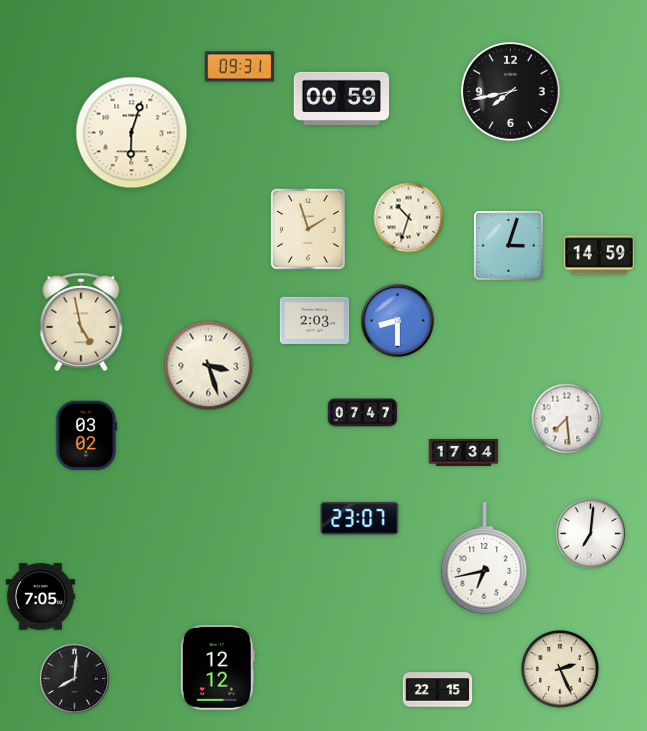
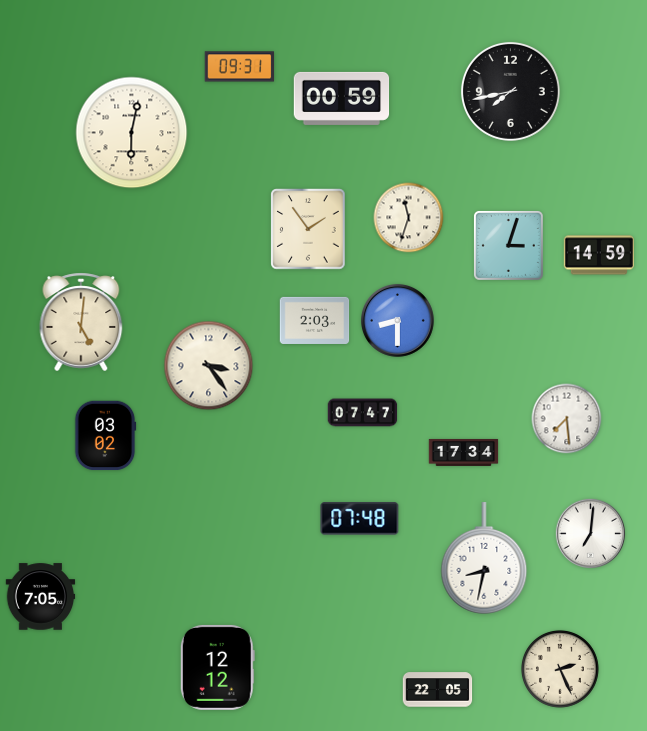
clock at (132, 133): 6:03 -> 6:02
clock at (409, 218): 10:33 -> 11:33
clock at (308, 229): 1:57 -> 1:54
clock at (81, 322): 4:58 -> 5:01
clock at (209, 366): 3:27 -> 3:24
clock at (86, 436) position: (86, 436) -> (105, 436)
clock at (360, 519): 23:07 -> 07:48
clock at (484, 559): 6:43 -> 8:32
clock at (74, 678): 8:01 -> none
clock at (438, 690): 22:15 -> 22:05
